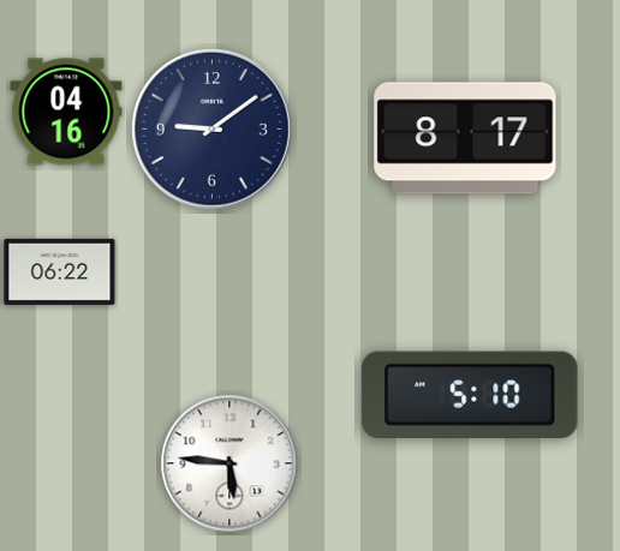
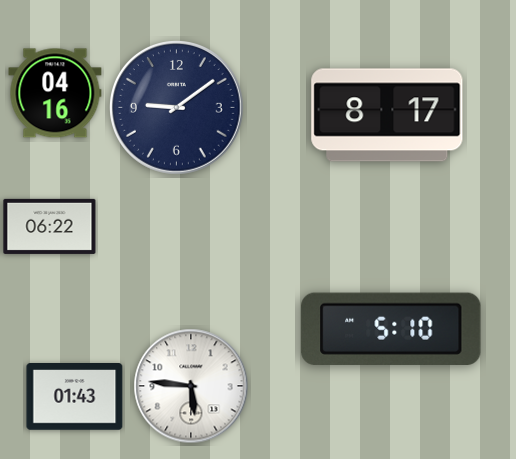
clock at (75, 397): none -> 01:43
